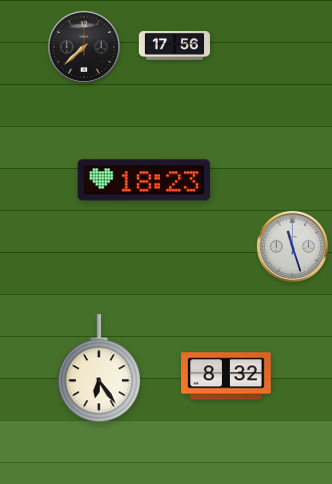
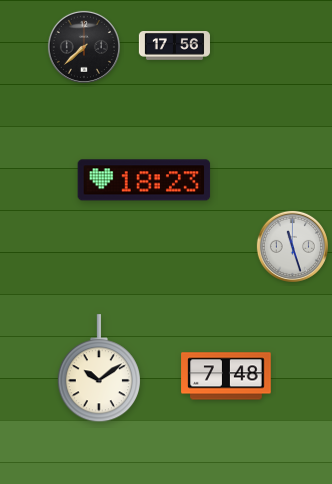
clock at (99, 369): 6:24 -> 10:09
clock at (226, 376): 8:32 -> 7:48
